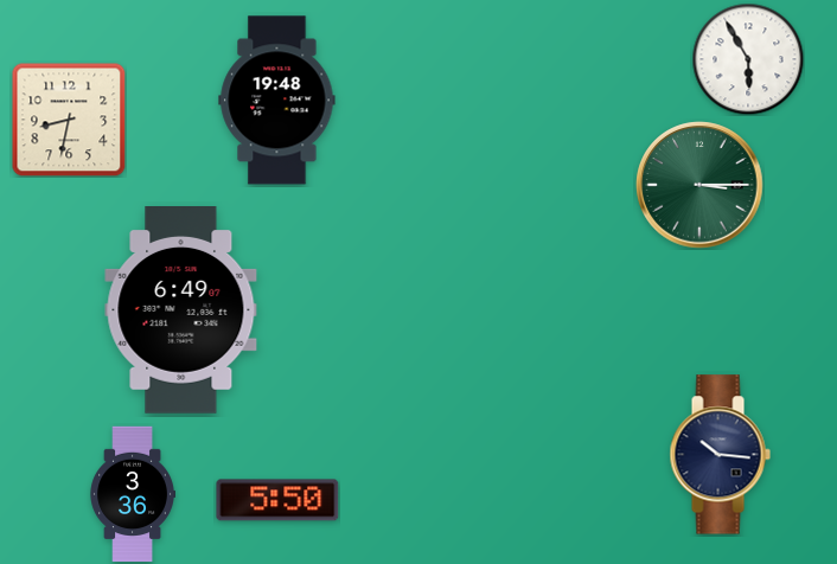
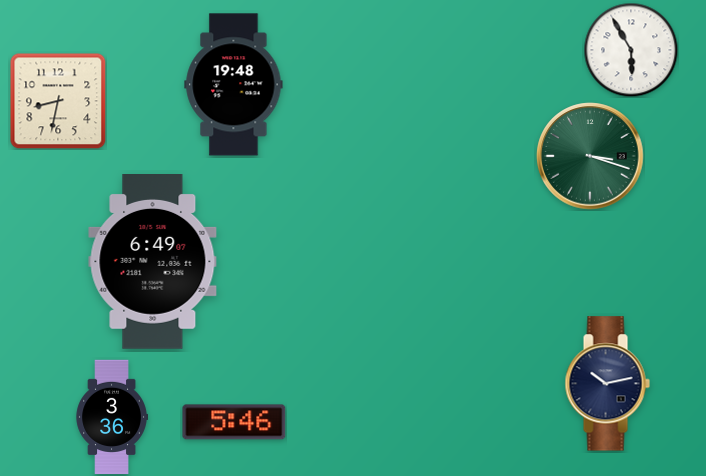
clock at (699, 185): 3:15 -> 3:18
clock at (720, 455): 10:16 -> 10:13
clock at (277, 500): 5:50 -> 5:46
